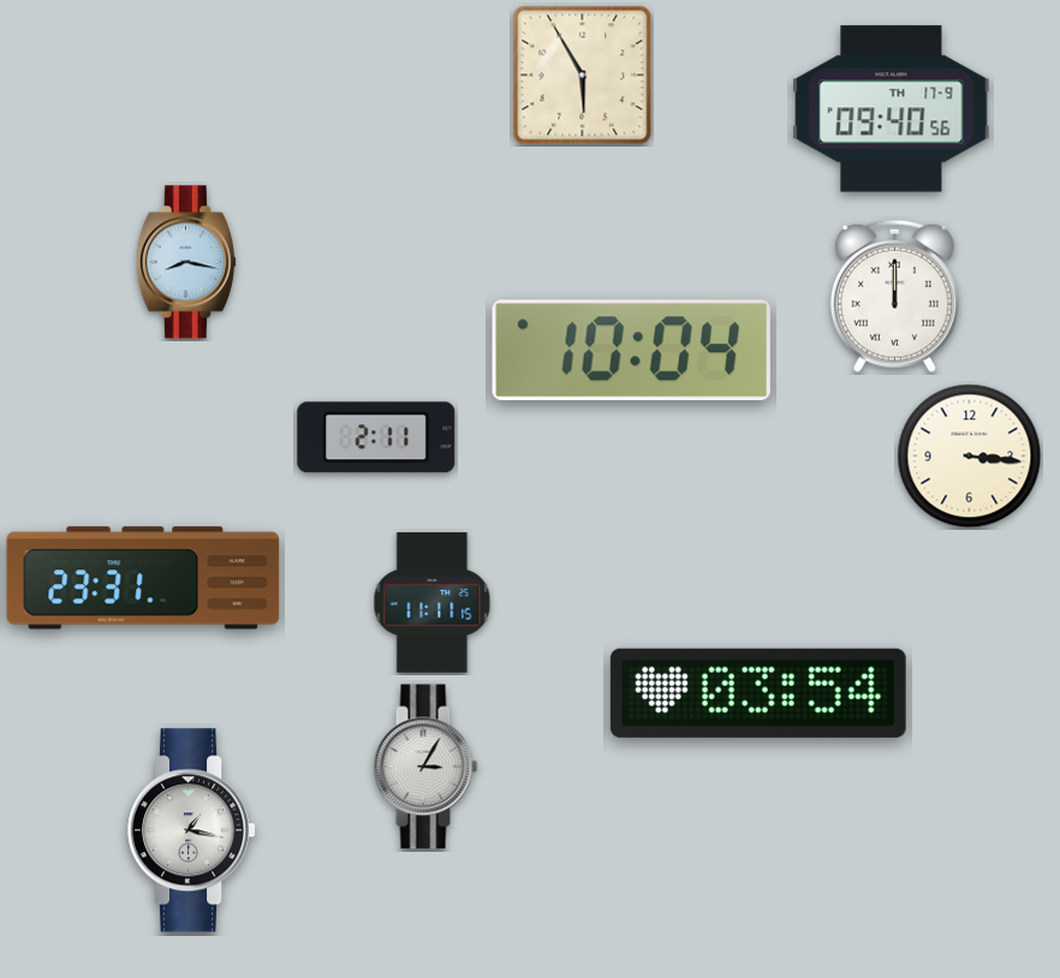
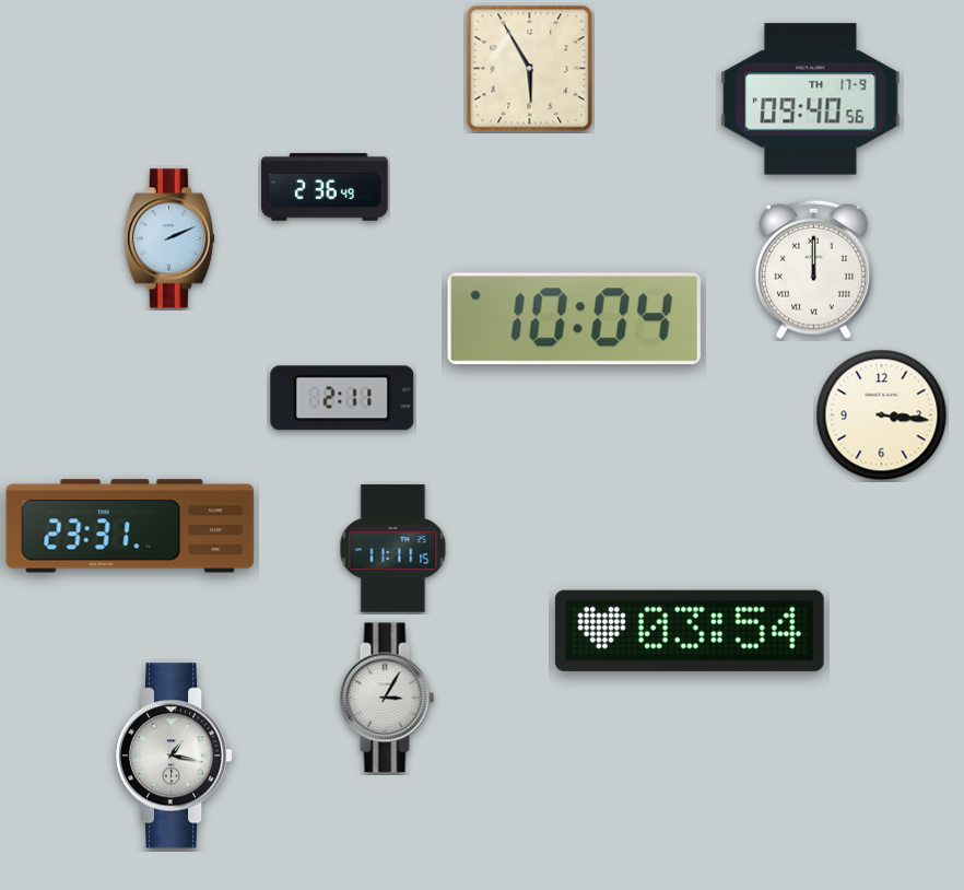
clock at (325, 187): none -> 2:36
clock at (186, 262): 8:17 -> 2:11
